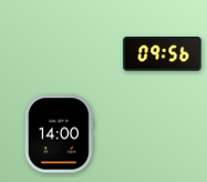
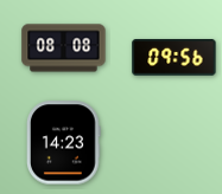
clock at (64, 48): none -> 08:08
clock at (60, 134): 14:00 -> 14:23
